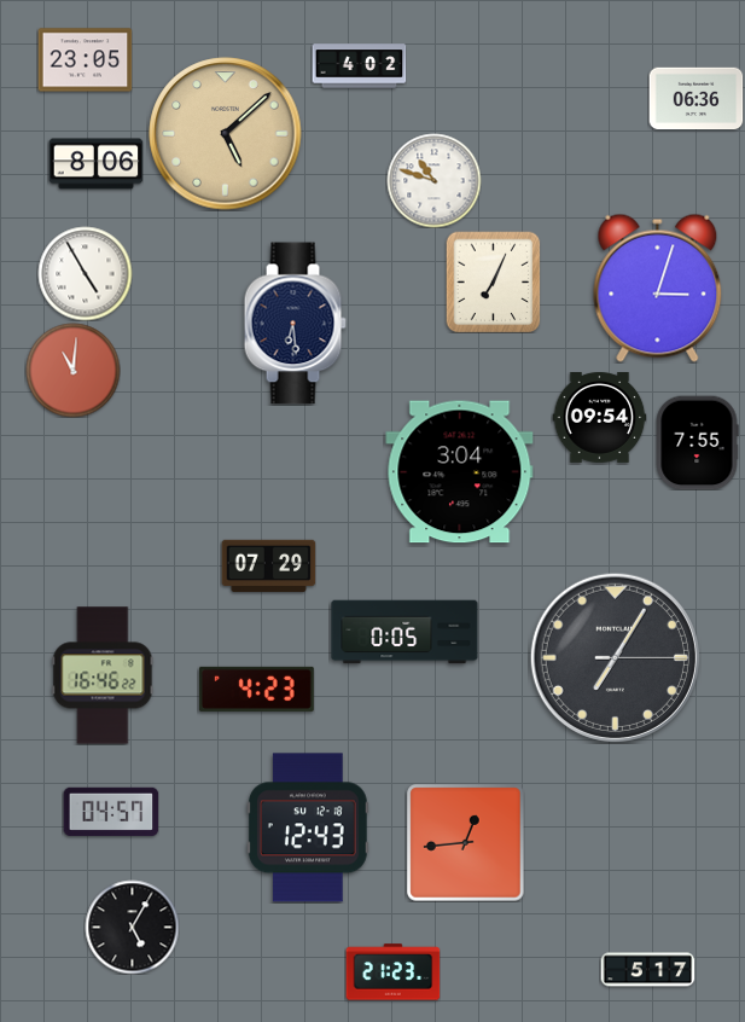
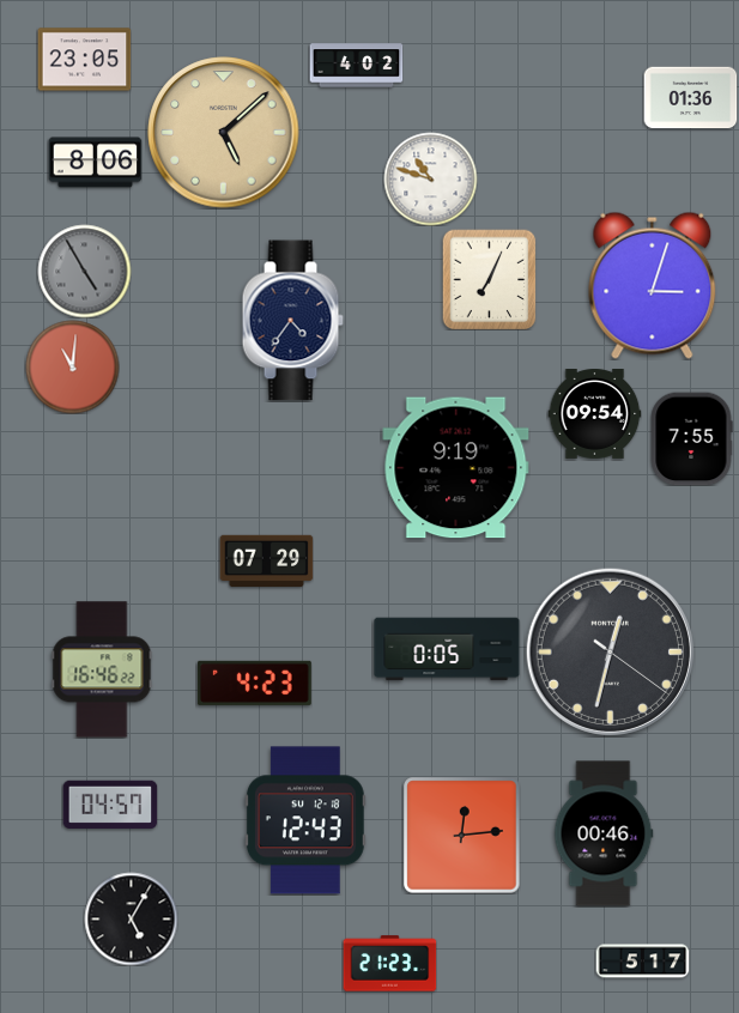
clock at (695, 99): 06:36 -> 01:36
clock at (85, 273) dial: white -> grey
clock at (295, 324): 6:29 -> 4:36
clock at (460, 472): 3:04 -> 9:19
clock at (404, 632) position: (404, 632) -> (447, 649)
clock at (615, 657): 7:05 -> 12:32
clock at (604, 833): none -> 00:46
clock at (465, 842): 12:44 -> 12:14
